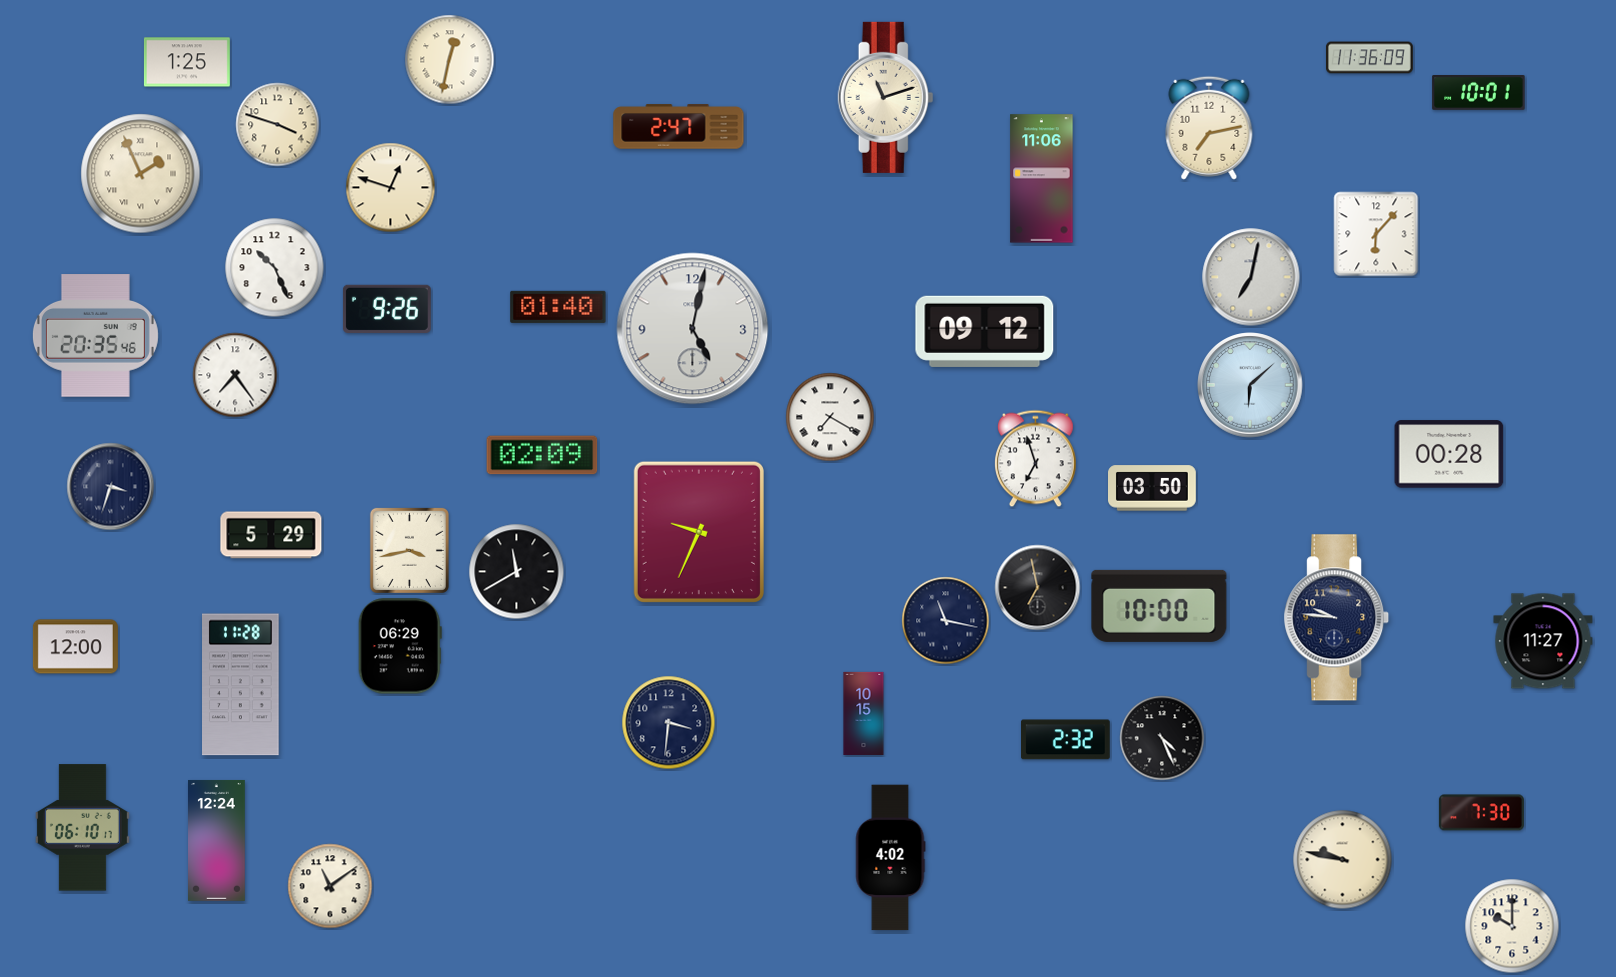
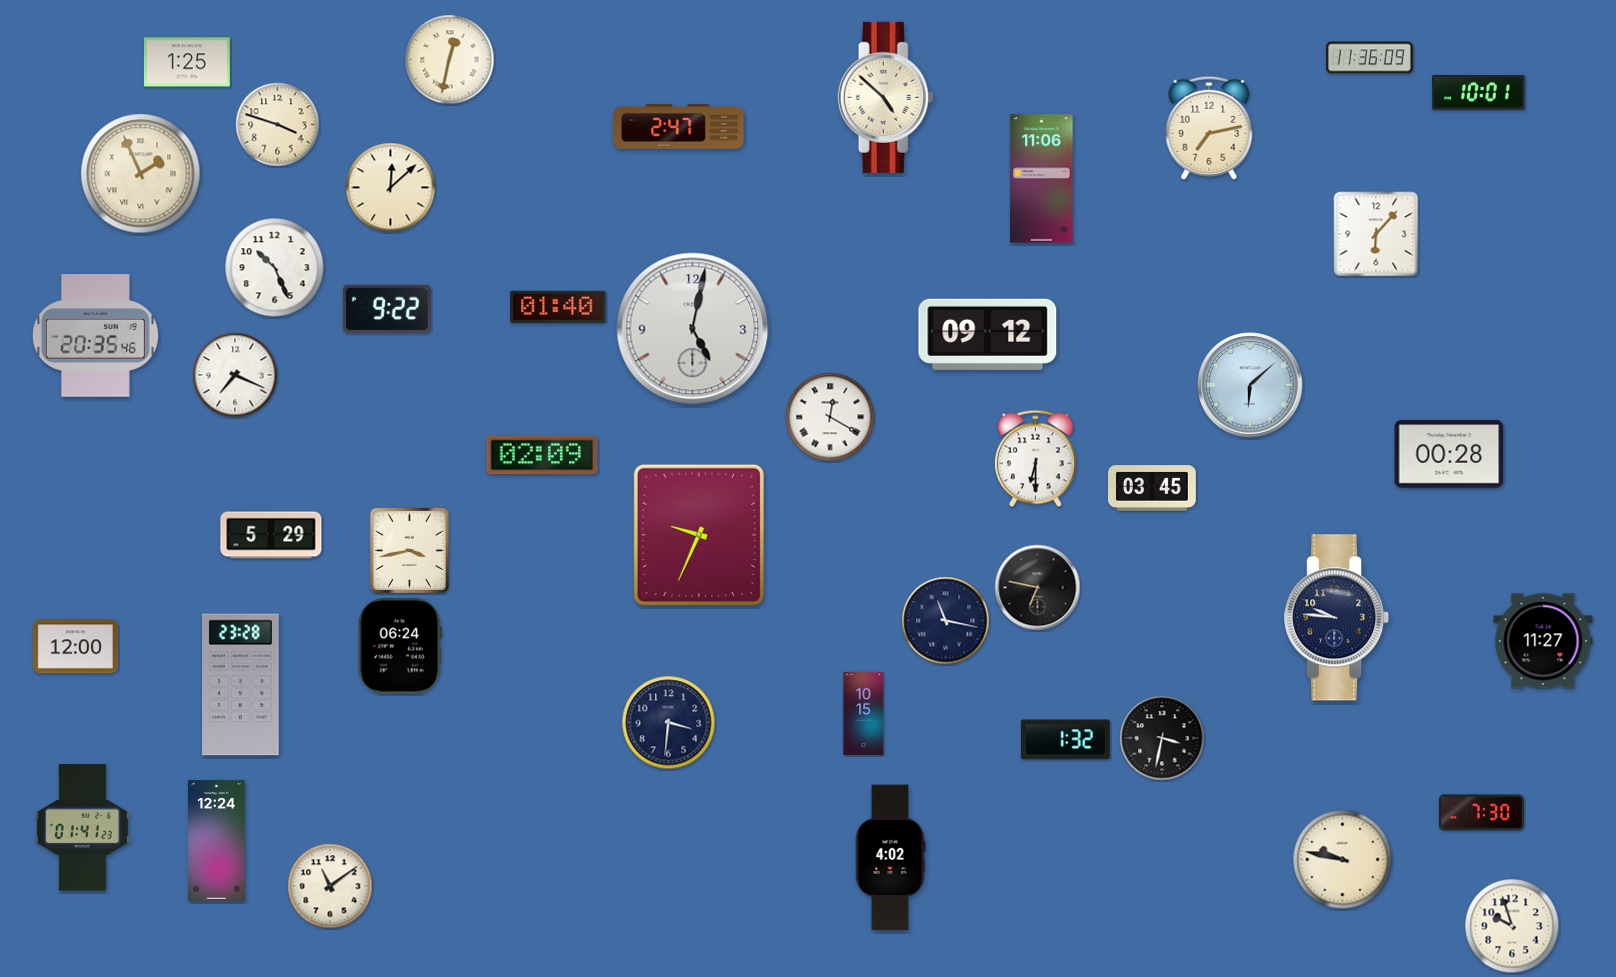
clock at (886, 97): 11:12 -> 4:52
clock at (391, 188): 12:48 -> 12:08
clock at (1251, 277): 7:02 -> none
clock at (387, 309): 9:26 -> 9:22
clock at (985, 331) position: (985, 331) -> (988, 334)
clock at (235, 375): 7:24 -> 7:19
clock at (830, 417): 7:20 -> 12:20
clock at (1036, 459): 6:57 -> 6:30
clock at (111, 487): 3:33 -> none
clock at (1153, 488): 03:50 -> 03:45
clock at (699, 532) position: (699, 532) -> (699, 535)
clock at (517, 572): 11:40 -> none
clock at (1038, 588): 6:58 -> 6:47
clock at (1159, 606): 10:00 -> none
clock at (400, 646): 06:29 -> 06:24
clock at (241, 685): 11:28 -> 23:28
clock at (1162, 738): 4:26 -> 3:32
clock at (1066, 740): 2:32 -> 1:32
clock at (82, 828): 06:10 -> 01:41
clock at (1512, 926): 10:00 -> 9:57
